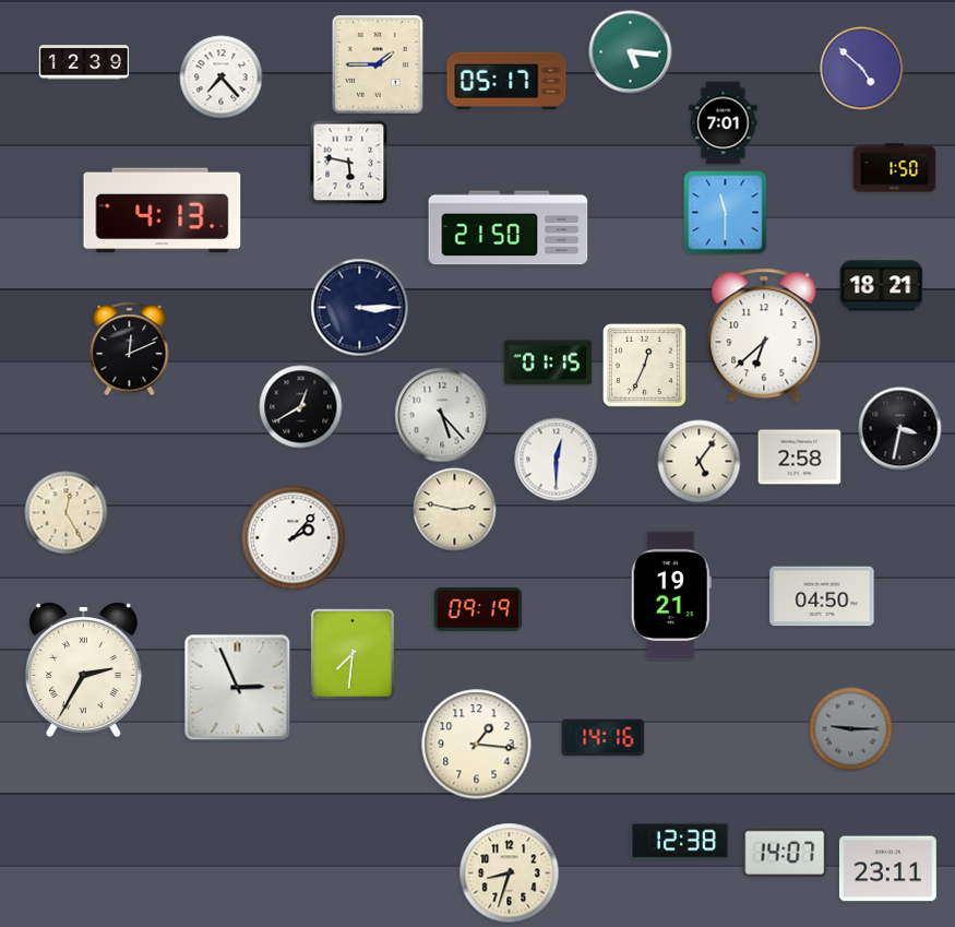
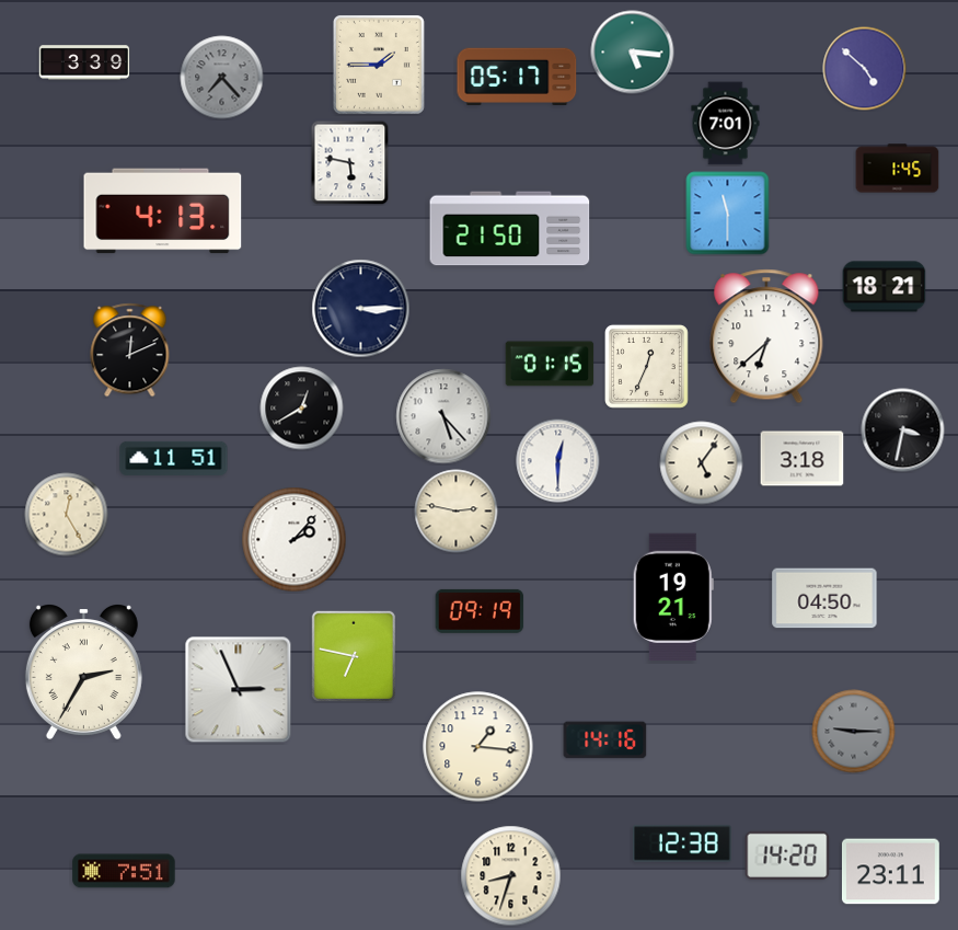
clock at (84, 62): 12:39 -> 3:39
clock at (222, 78) dial: white -> grey
clock at (506, 80) position: (506, 80) -> (517, 76)
clock at (895, 168): 1:50 -> 1:45
clock at (174, 458): none -> 11:51
clock at (800, 457): 2:58 -> 3:18
clock at (353, 654): 7:31 -> 6:47
clock at (785, 853): 14:07 -> 14:20
clock at (124, 871): none -> 7:51
